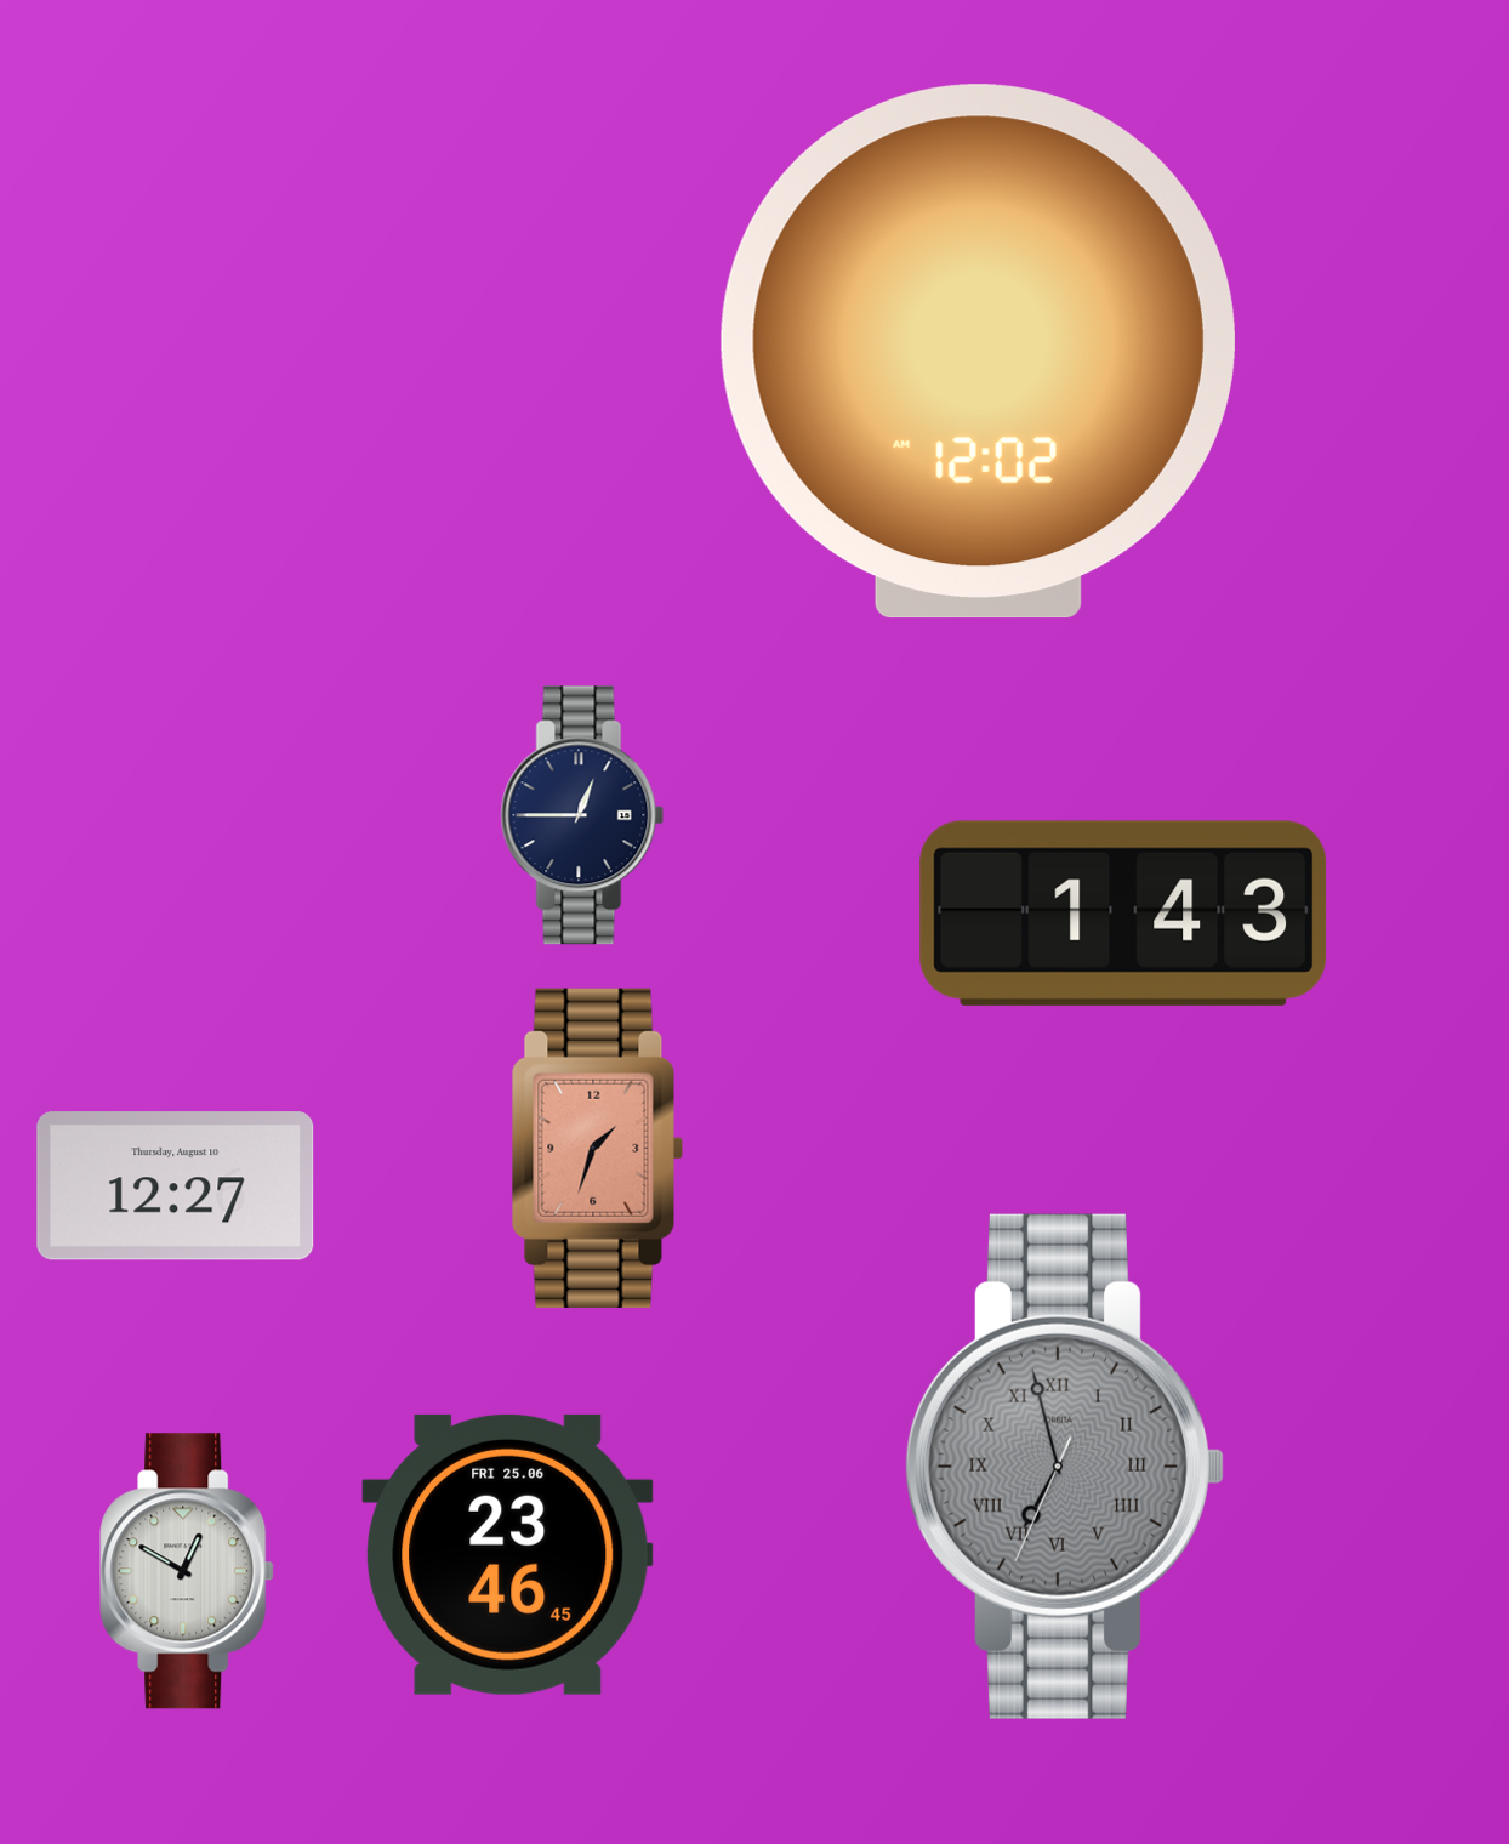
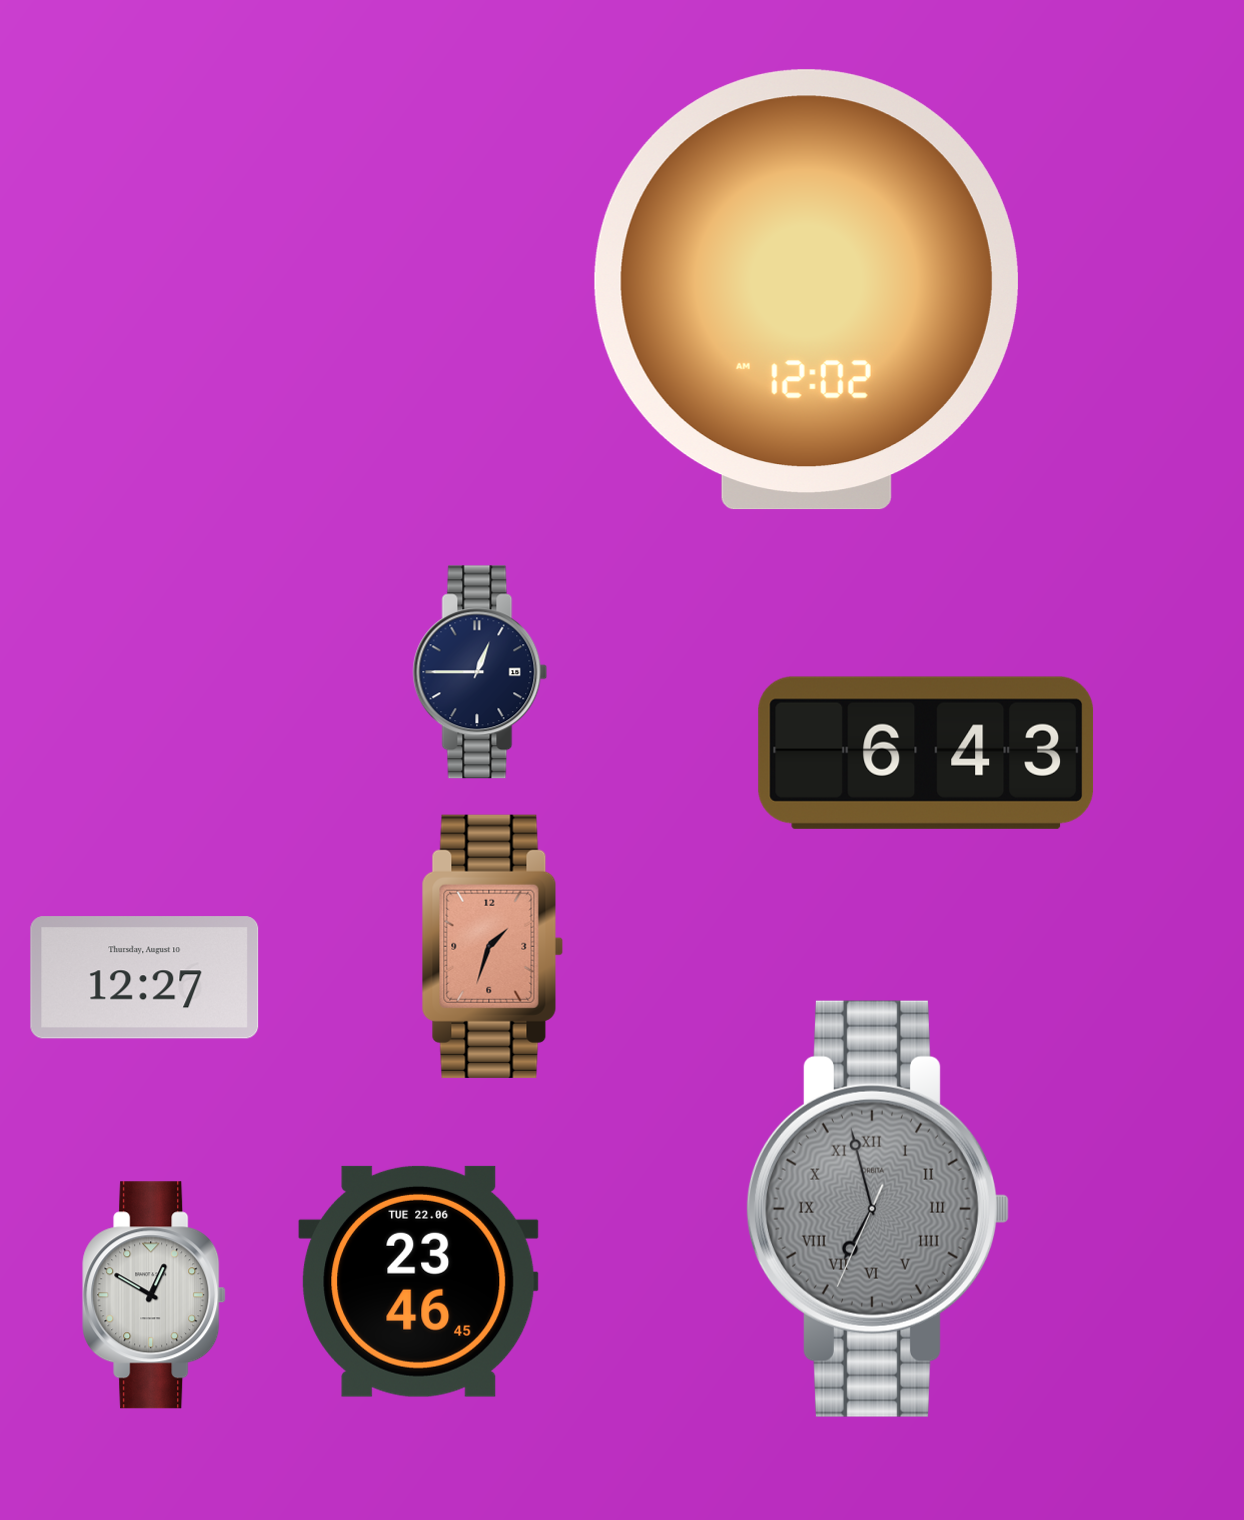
clock at (1123, 914): 1:43 -> 6:43
clock at (508, 1554) date: FRI 25.06 -> TUE 22.06
